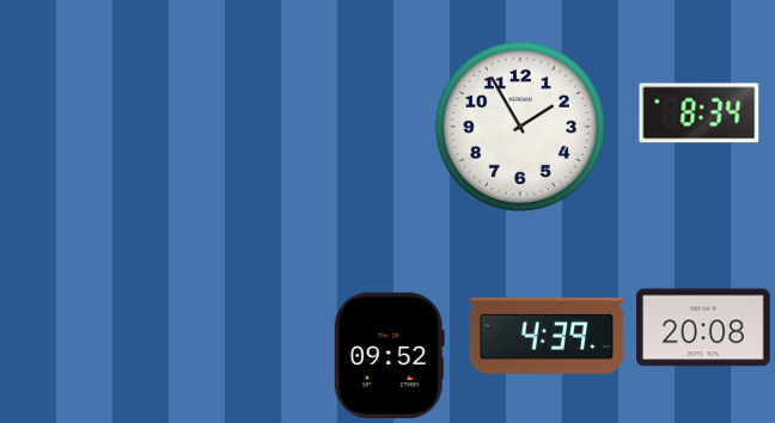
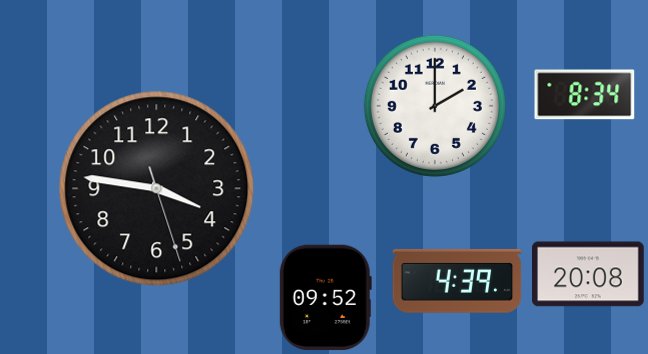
clock at (520, 127): 1:55 -> 2:00
clock at (157, 189): none -> 3:46
